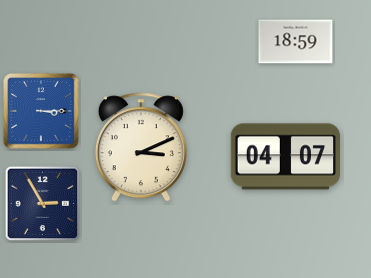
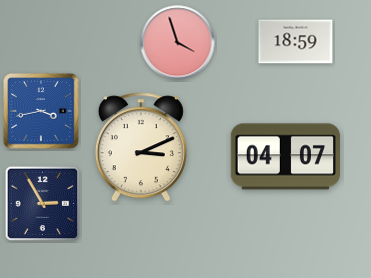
clock at (178, 43): none -> 3:57
clock at (41, 111): 3:15 -> 3:43
